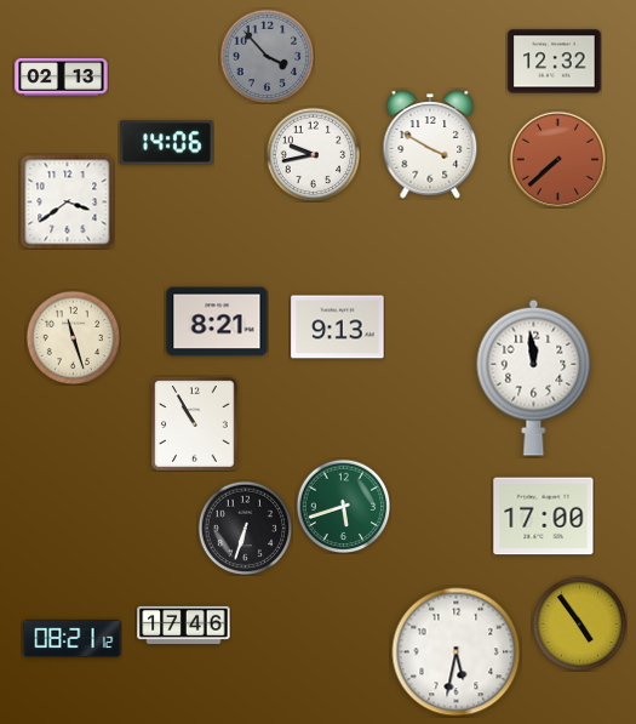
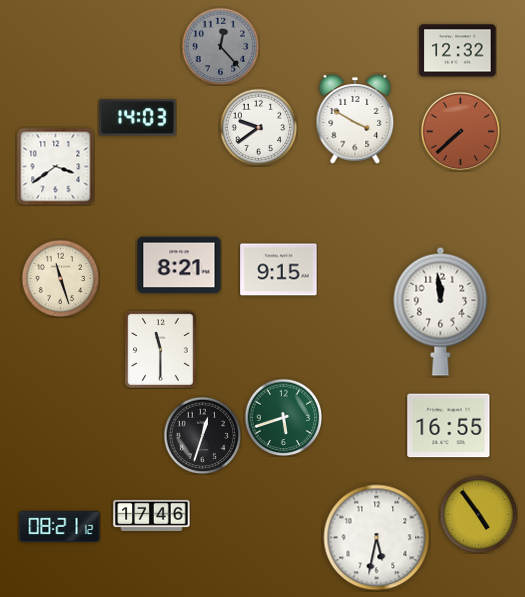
clock at (267, 56): 3:53 -> 12:23
clock at (62, 78): 02:13 -> none
clock at (167, 143): 14:06 -> 14:03
clock at (313, 154): 9:43 -> 9:39
clock at (338, 327): 9:13 -> 9:15
clock at (195, 424): 10:55 -> 11:30
clock at (544, 517): 17:00 -> 16:55
clock at (245, 528): 6:33 -> 12:33
